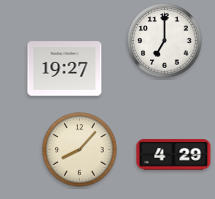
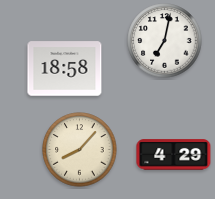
clock at (165, 41): 7:00 -> 7:02
clock at (65, 69): 19:27 -> 18:58
